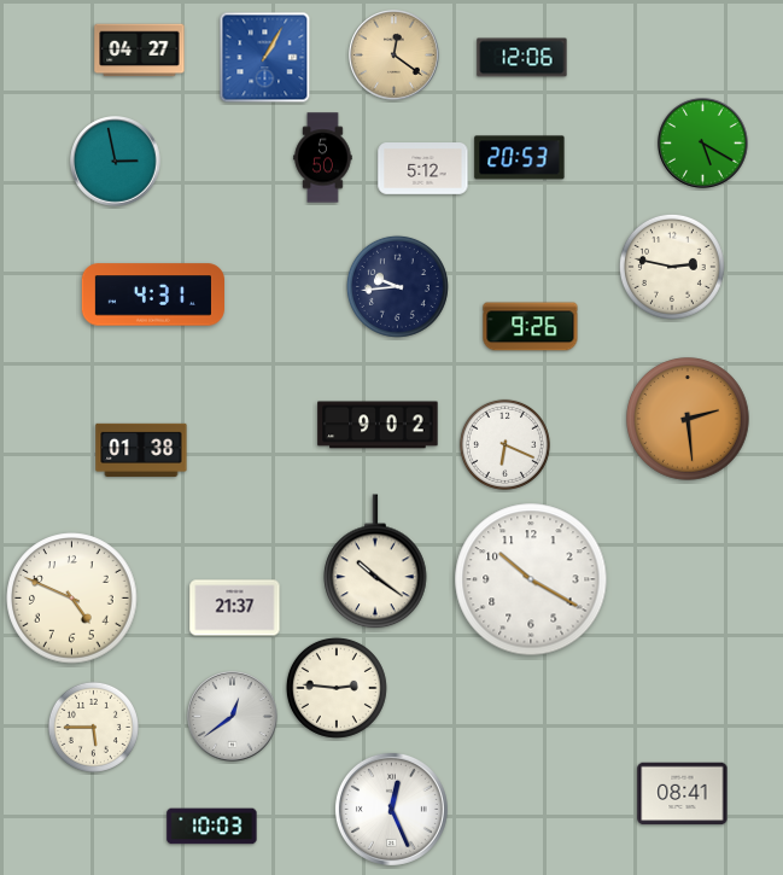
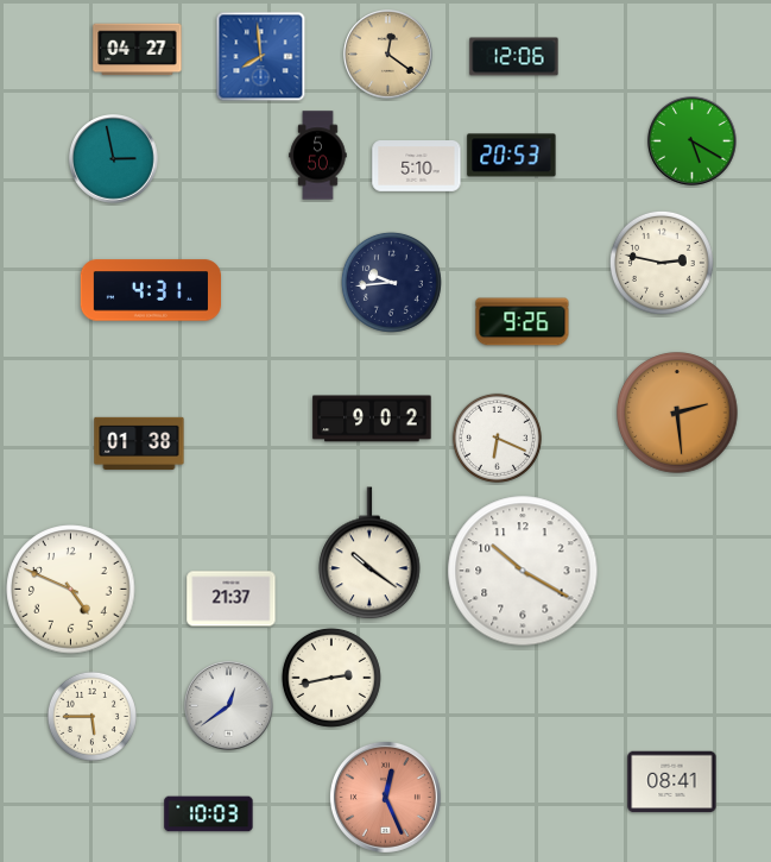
clock at (265, 58): 1:05 -> 7:59
clock at (423, 169): 5:12 -> 5:10
clock at (337, 688): 2:46 -> 2:43
clock at (391, 809) dial: white -> salmon
